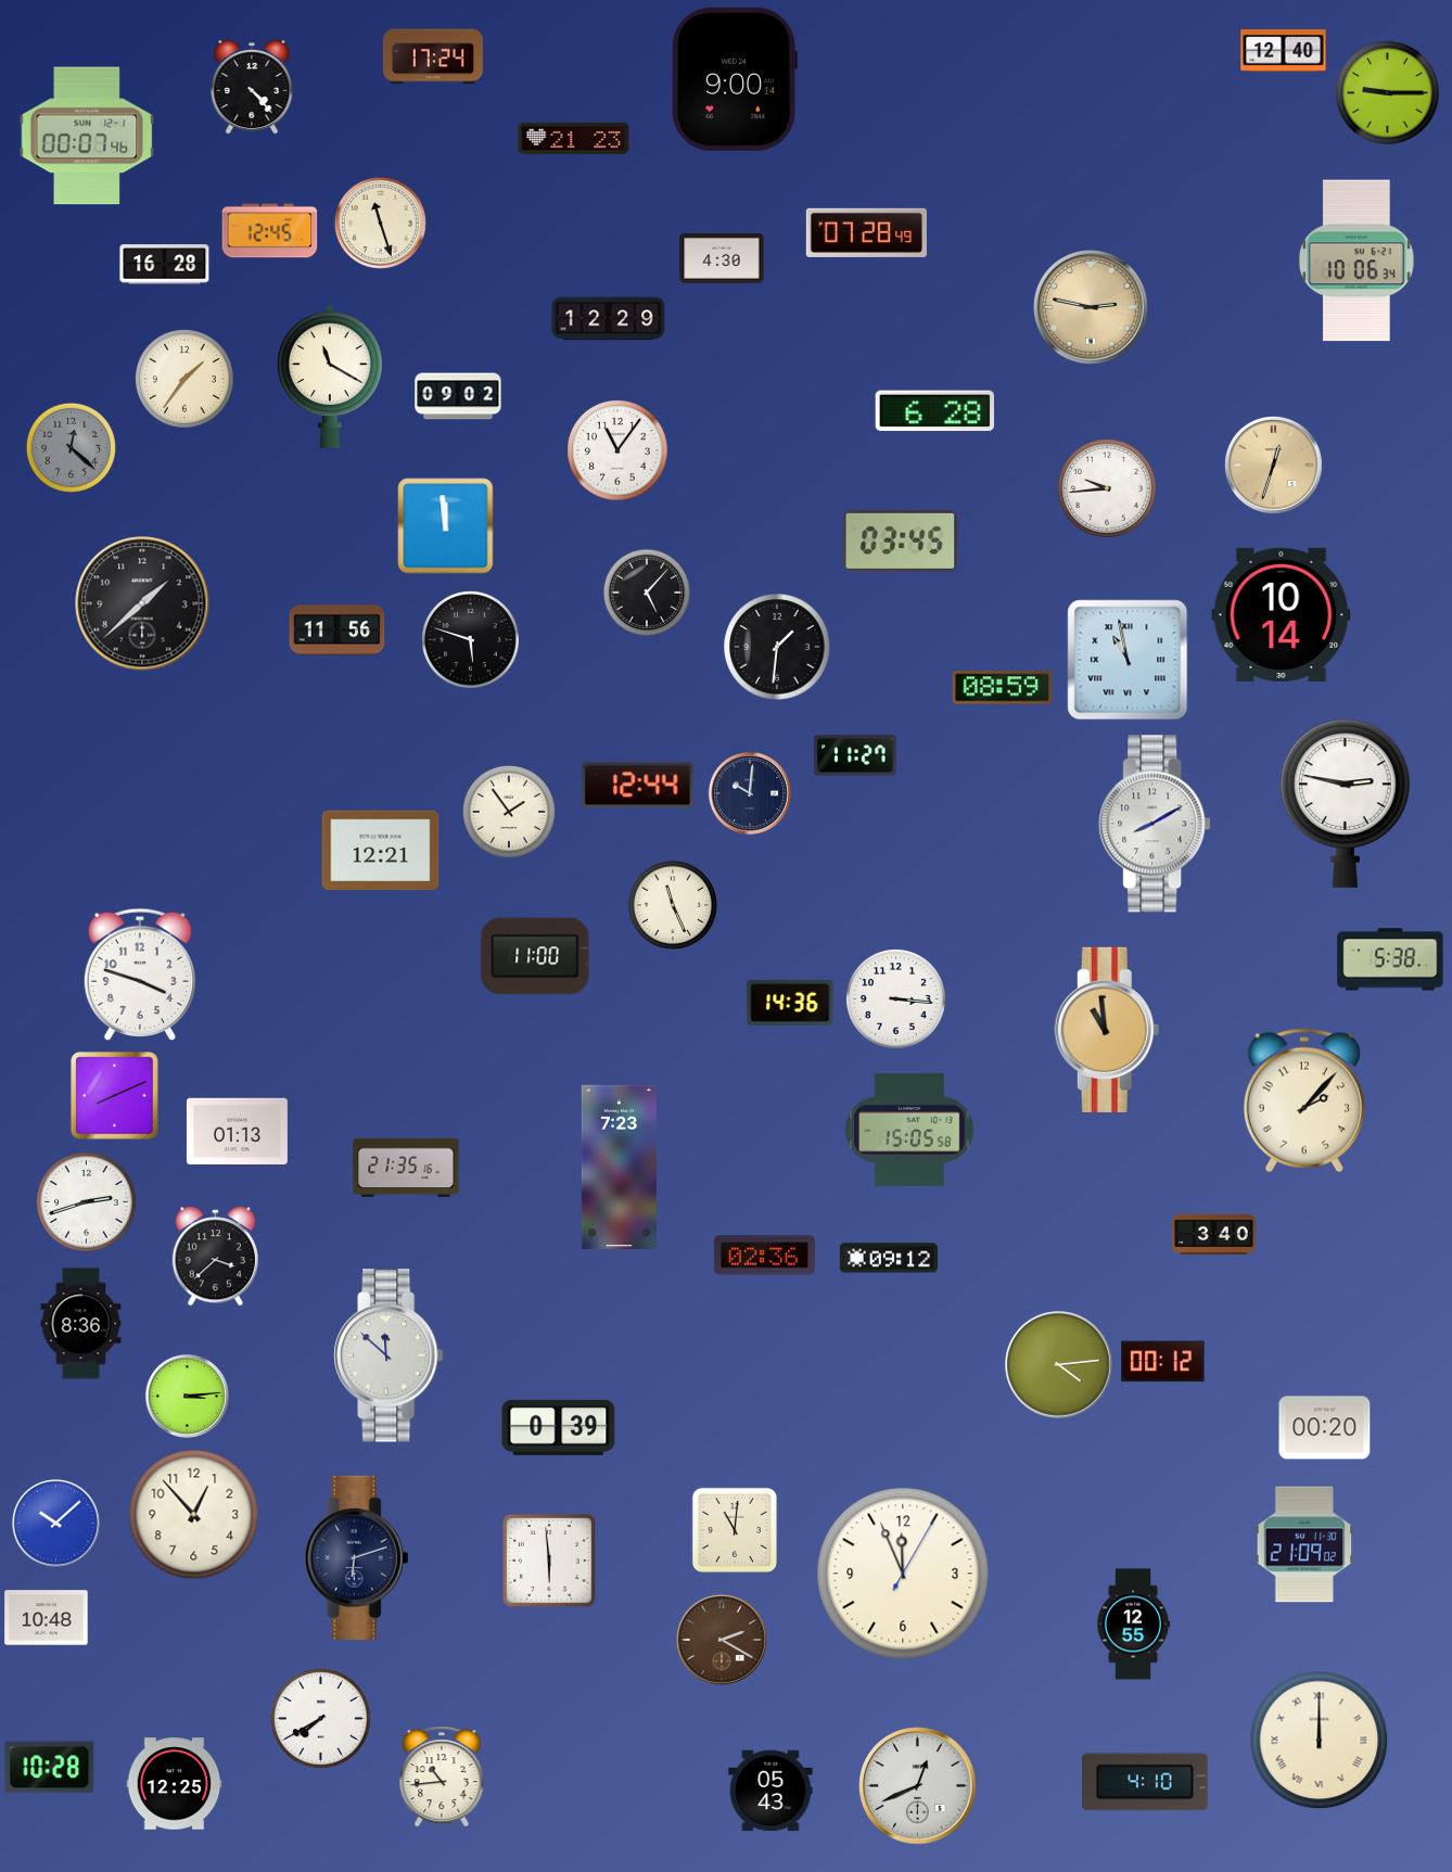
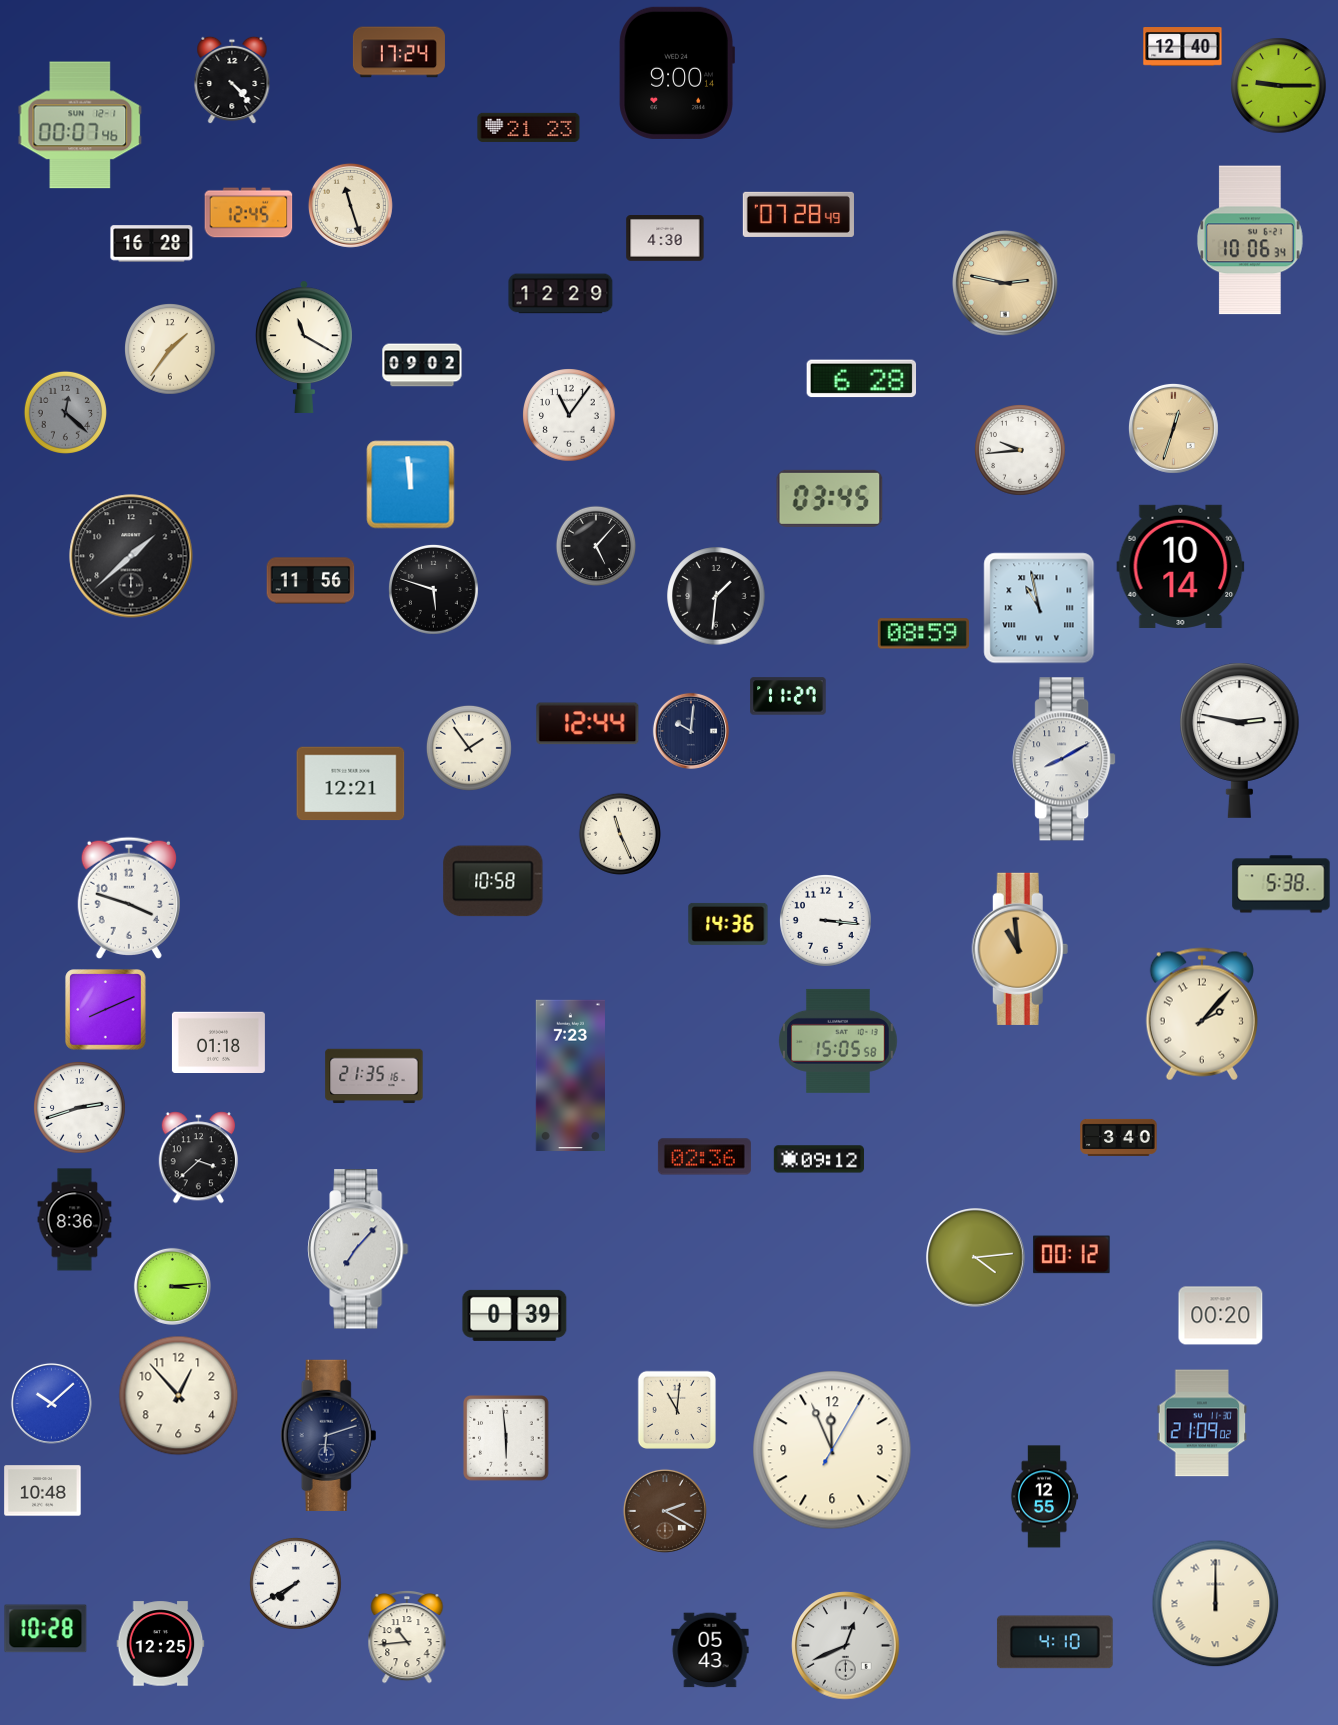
clock at (535, 956): 11:00 -> 10:58
clock at (237, 1131): 01:13 -> 01:18
clock at (389, 1355): 11:52 -> 7:07
